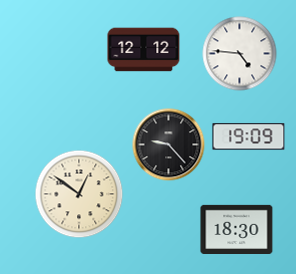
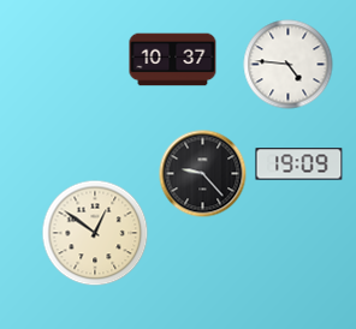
clock at (144, 50): 12:12 -> 10:37
clock at (237, 229): 18:30 -> none
